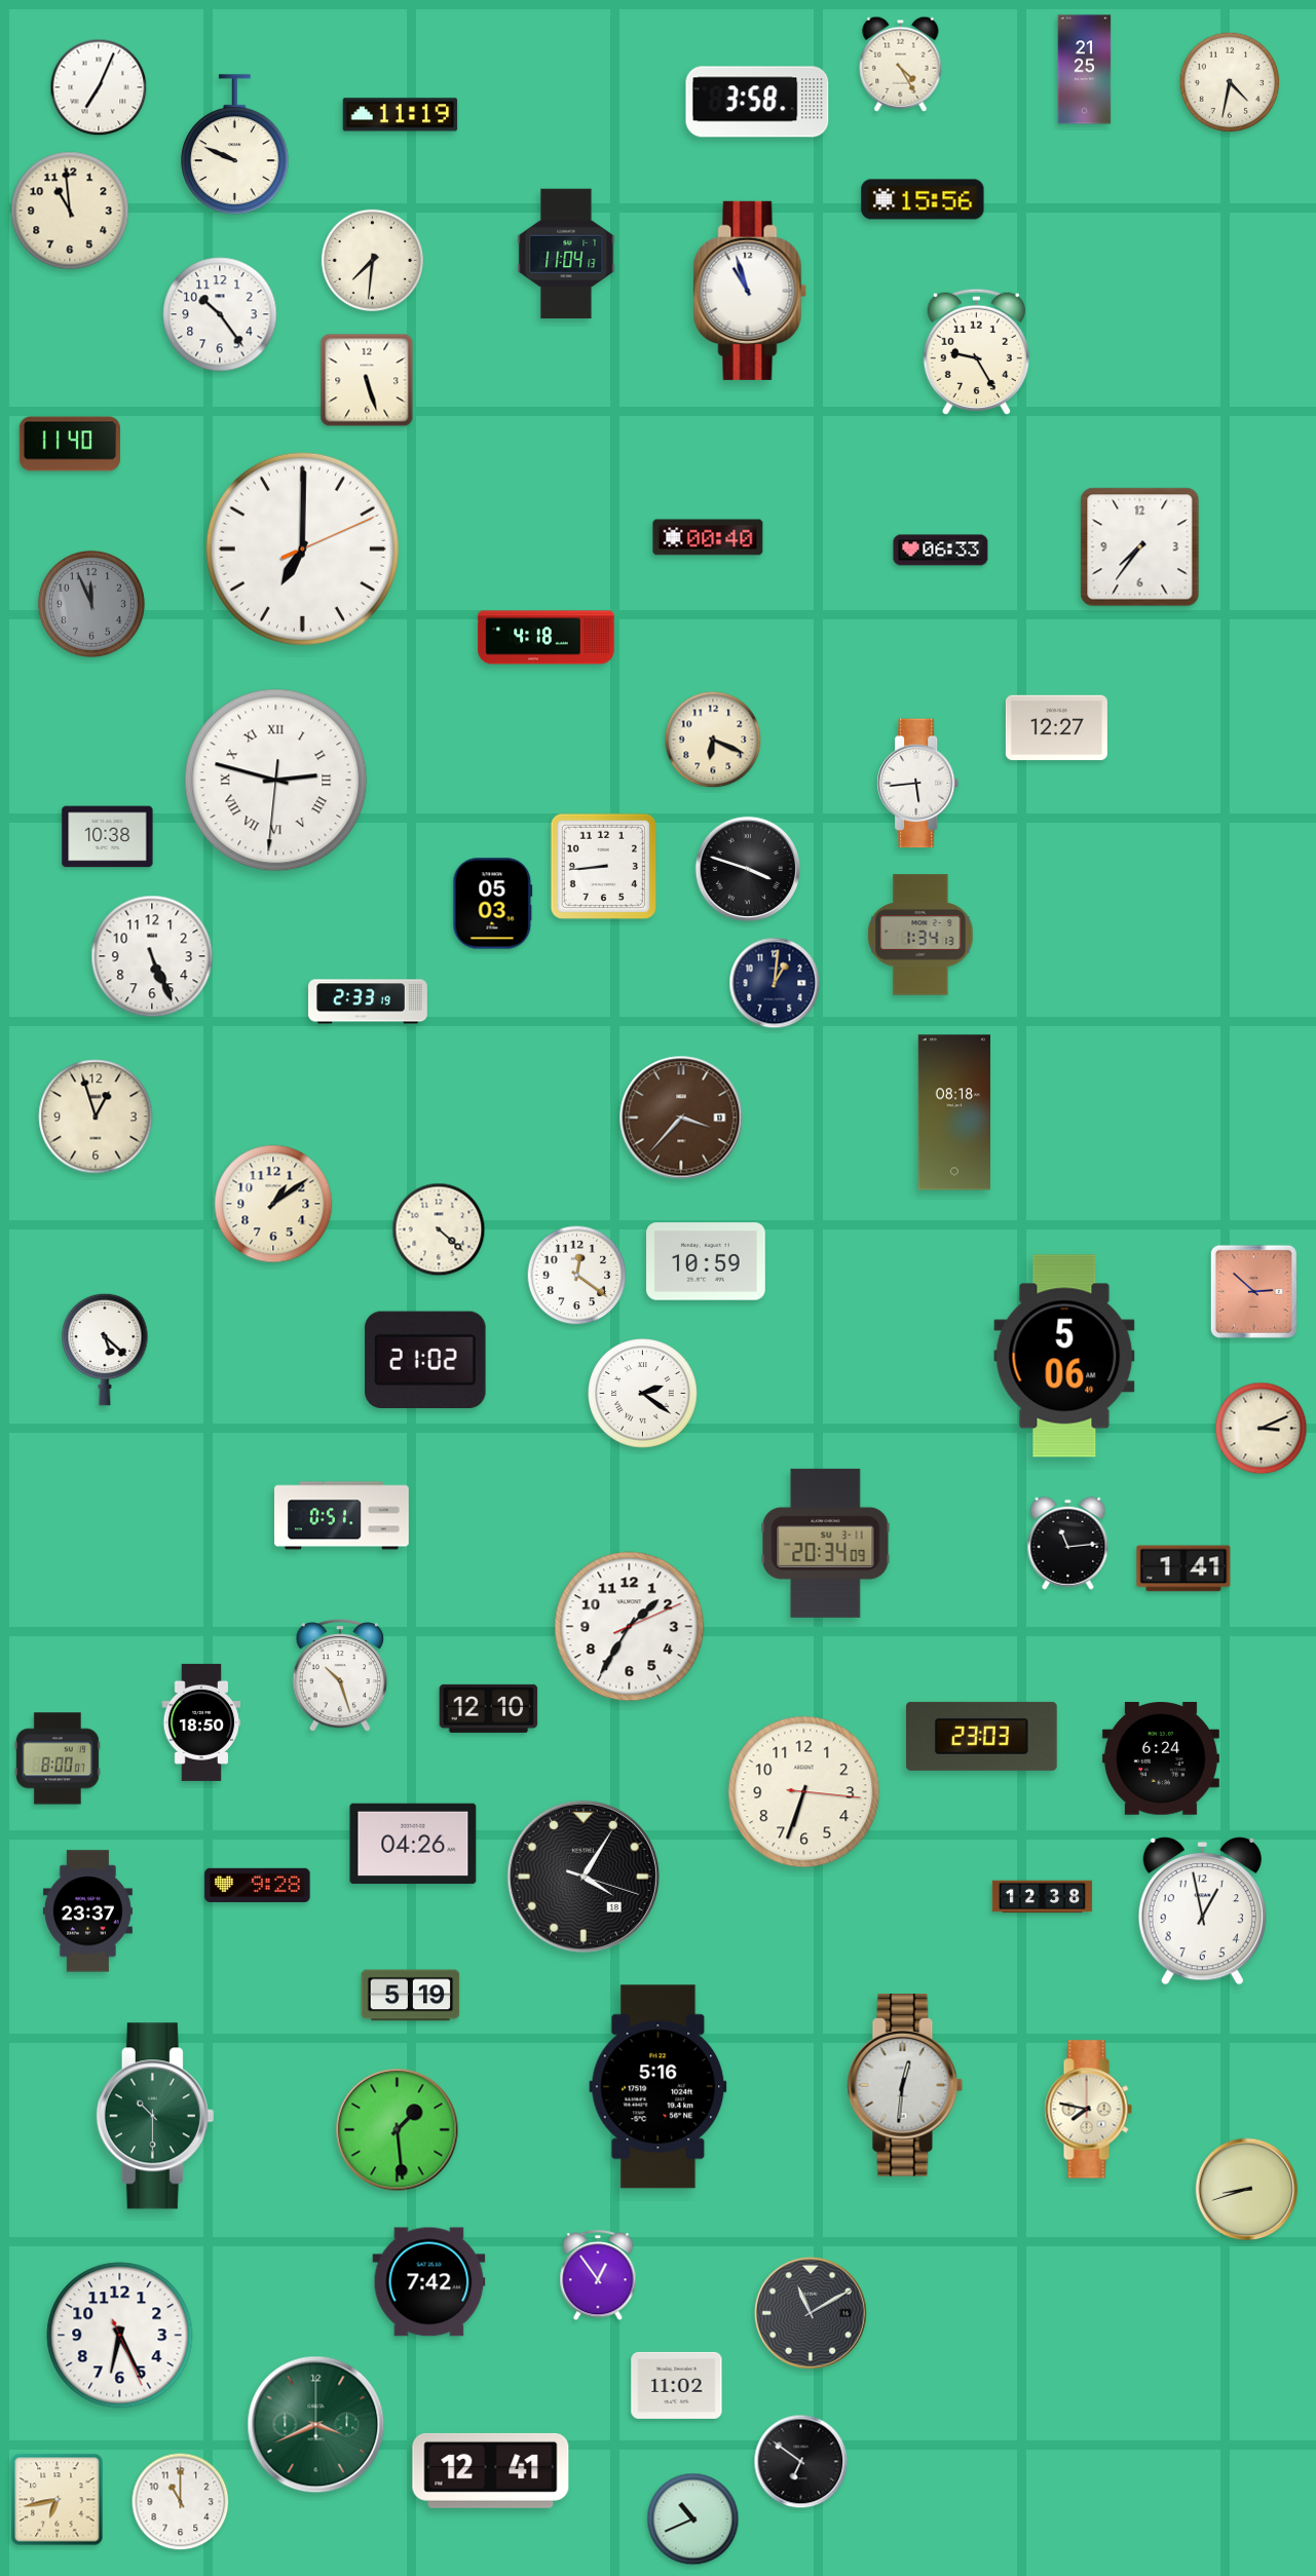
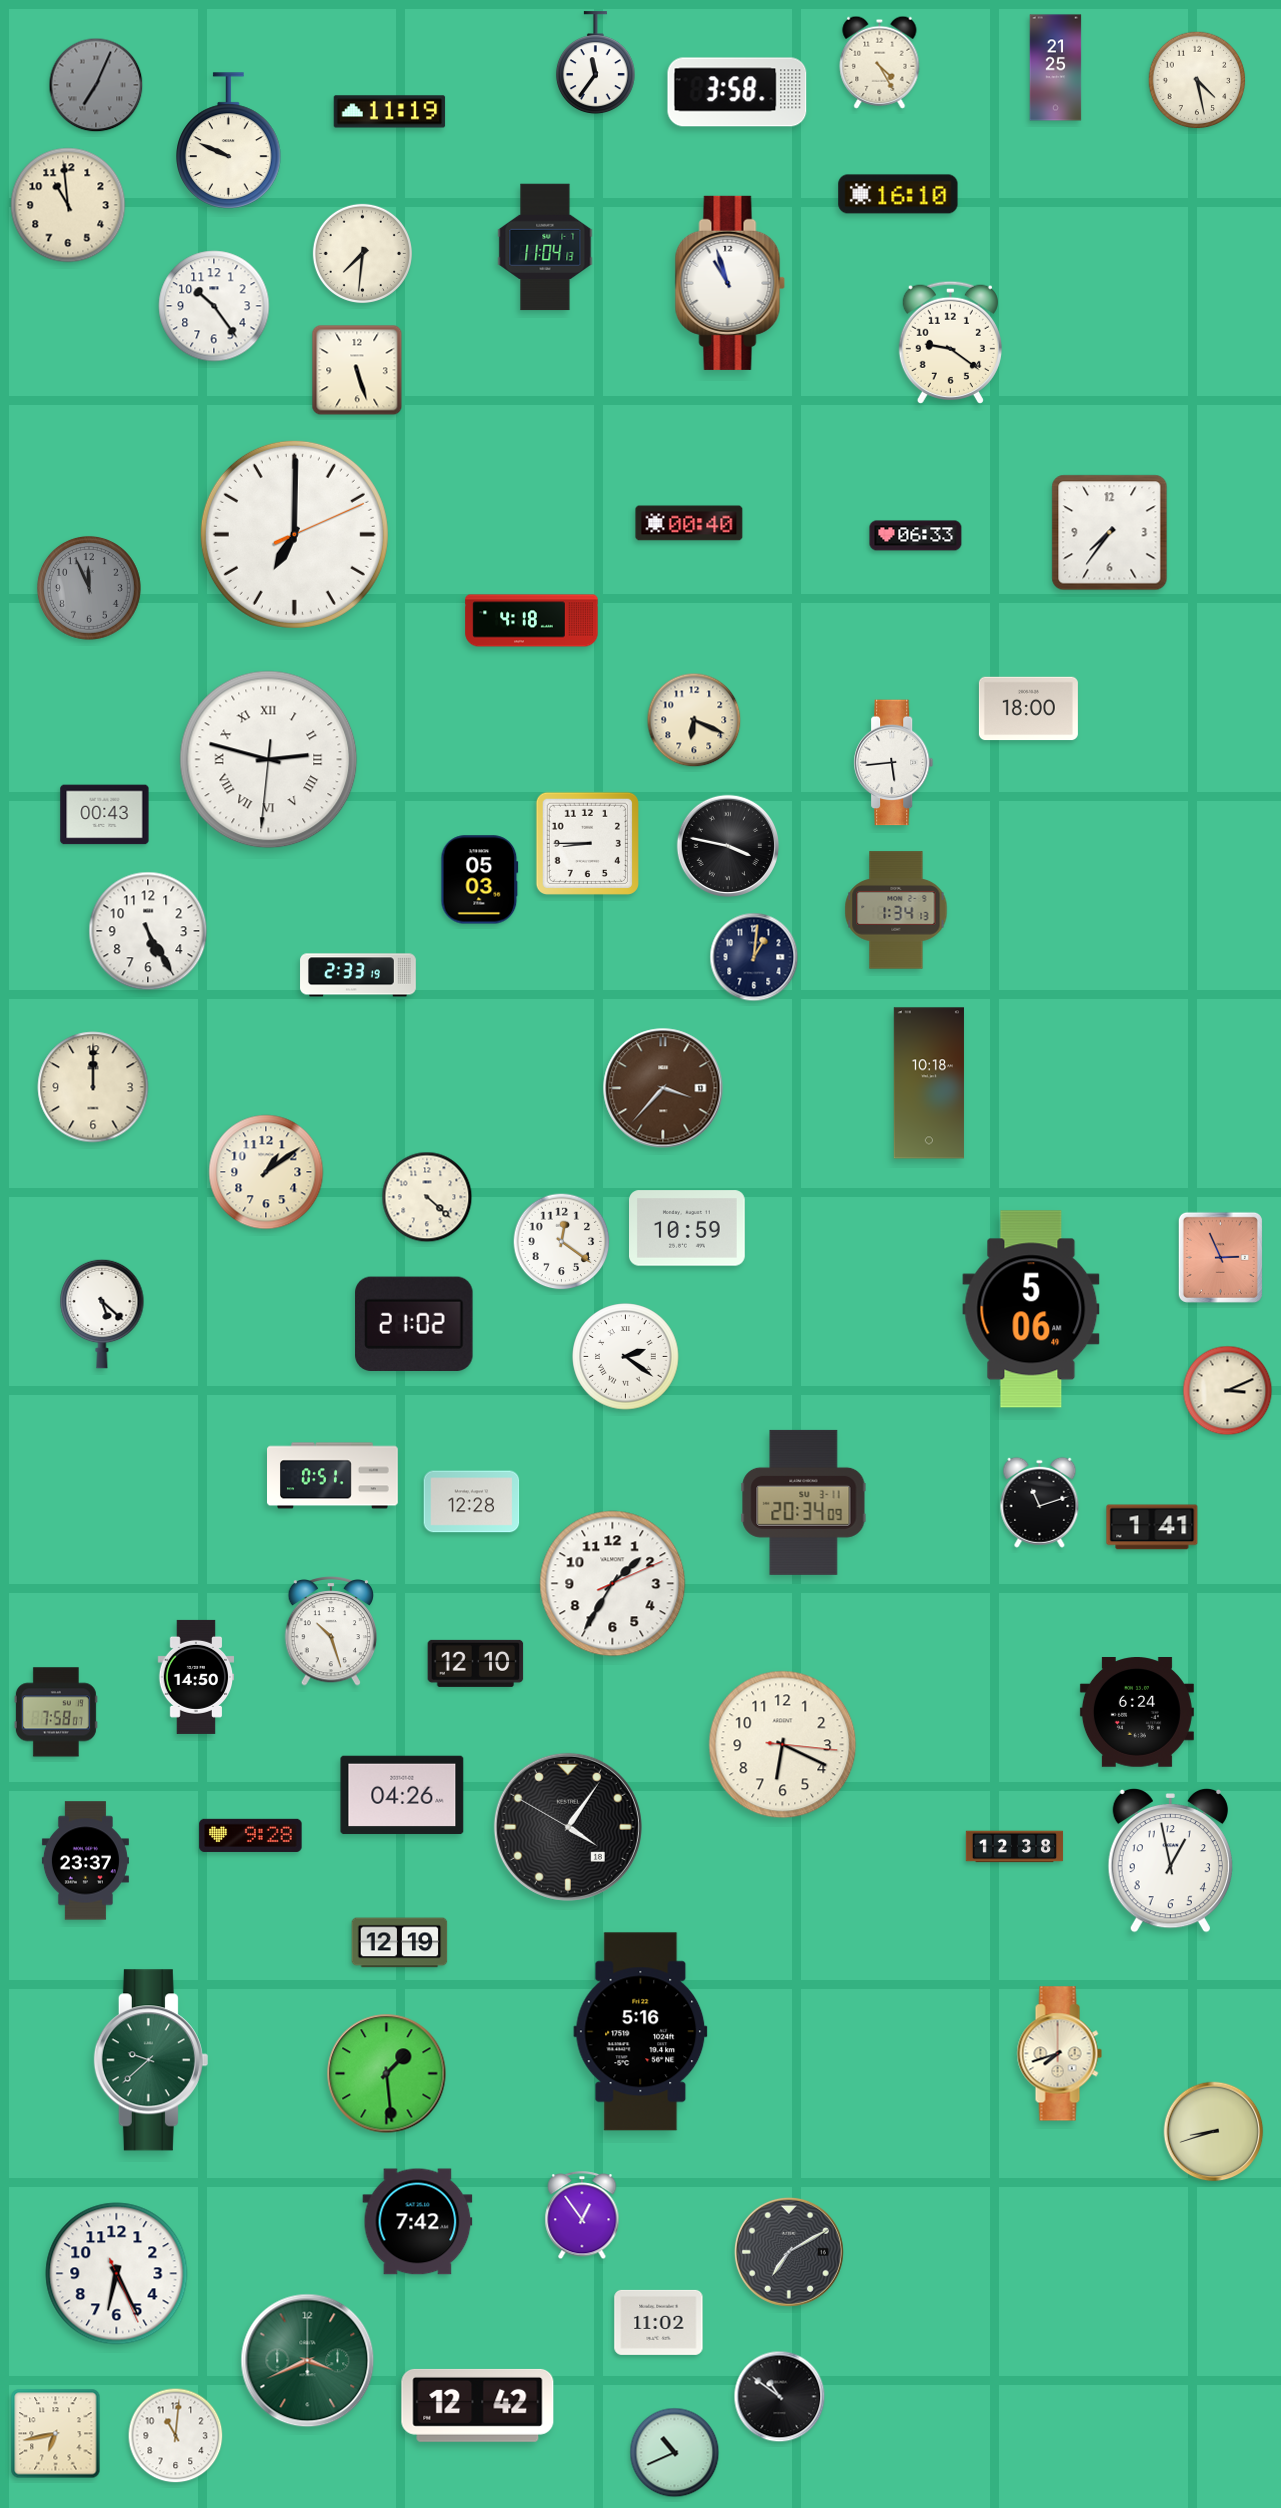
clock at (901, 64) position: (901, 64) -> (880, 62)
clock at (595, 63): none -> 11:36
clock at (1230, 82): 4:32 -> 4:28
clock at (99, 87) dial: white -> grey
clock at (757, 102) position: (757, 102) -> (737, 92)
clock at (923, 199): 15:56 -> 16:10
clock at (566, 254) position: (566, 254) -> (545, 247)
clock at (976, 351): 9:25 -> 9:21
clock at (70, 444): 11:40 -> none
clock at (1056, 728): 12:27 -> 18:00
clock at (108, 837): 10:38 -> 00:43
clock at (603, 866): 8:44 -> 8:45
clock at (747, 868): 3:48 -> 3:47
clock at (152, 956): 5:26 -> 5:25
clock at (954, 1112): 08:18 -> 10:18
clock at (96, 1116): 12:57 -> 12:00
clock at (1253, 1291): 2:52 -> 2:56
clock at (1064, 1356) position: (1064, 1356) -> (1031, 1309)
clock at (472, 1502): none -> 12:28
clock at (1068, 1543): 11:14 -> 11:12
clock at (201, 1722): 18:50 -> 14:50
clock at (982, 1736): 23:03 -> none
clock at (58, 1758): 8:00 -> 7:58
clock at (1161, 1759) position: (1161, 1759) -> (1137, 1713)
clock at (804, 1792): 6:33 -> 6:19
clock at (584, 1877): 4:05:18 -> 4:05:50
clock at (411, 1996): 5:19 -> 12:19
clock at (905, 2086): 12:31 -> none
clock at (1088, 2110): 7:47 -> 7:42
clock at (155, 2116): 10:30 -> 9:38
clock at (811, 2313): 11:10 -> 7:10
clock at (801, 2462): 6:51 -> 10:51
clock at (491, 2470): 12:41 -> 12:42
clock at (181, 2502): 11:00 -> 11:01
